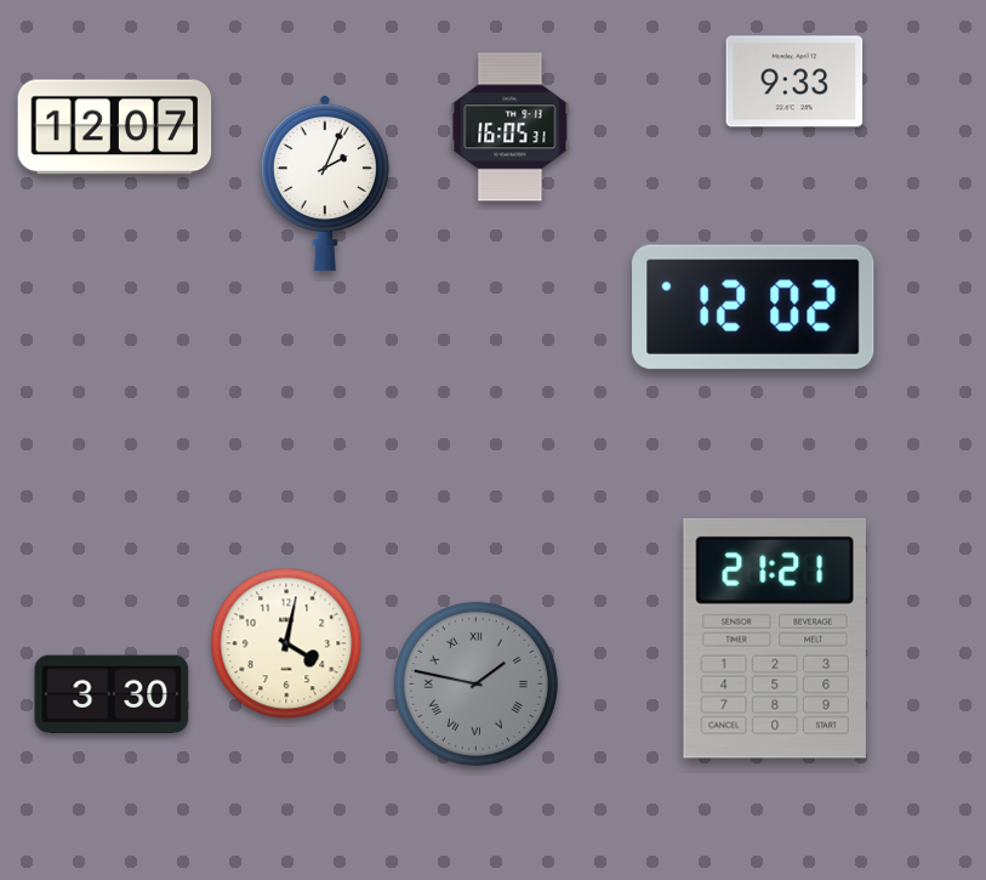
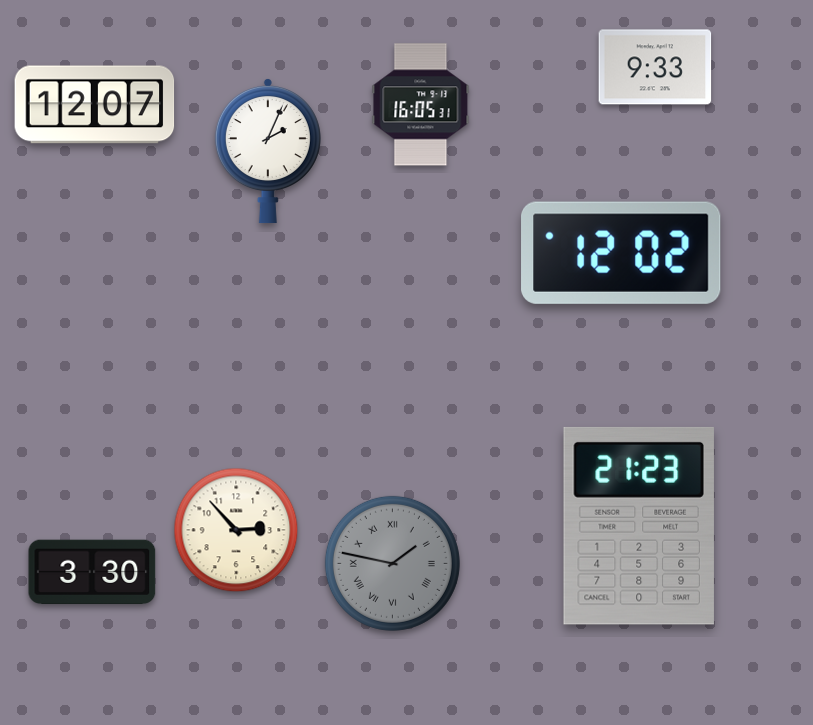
clock at (775, 638): 21:21 -> 21:23
clock at (286, 643): 4:02 -> 2:53
